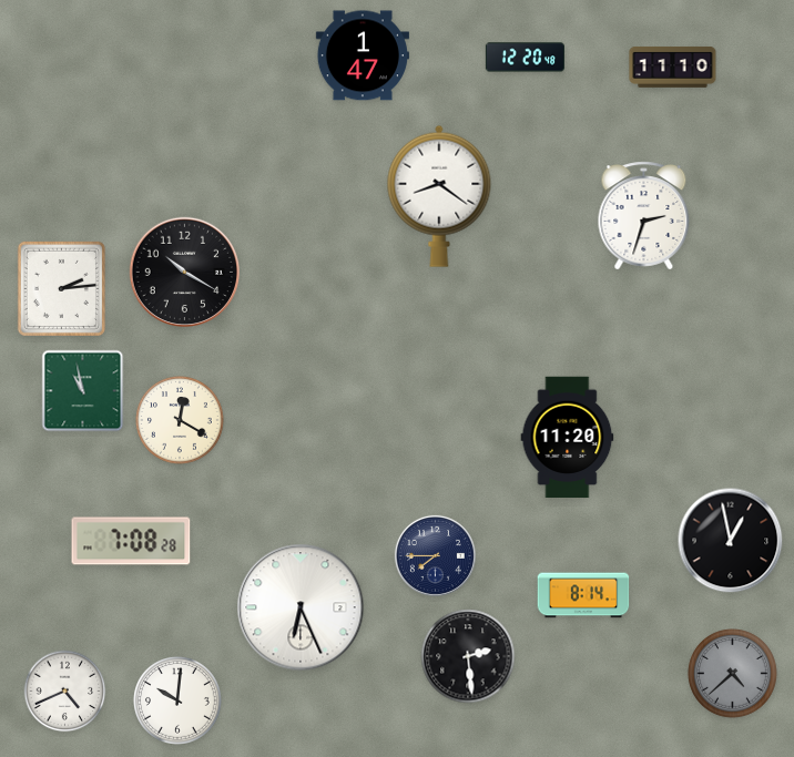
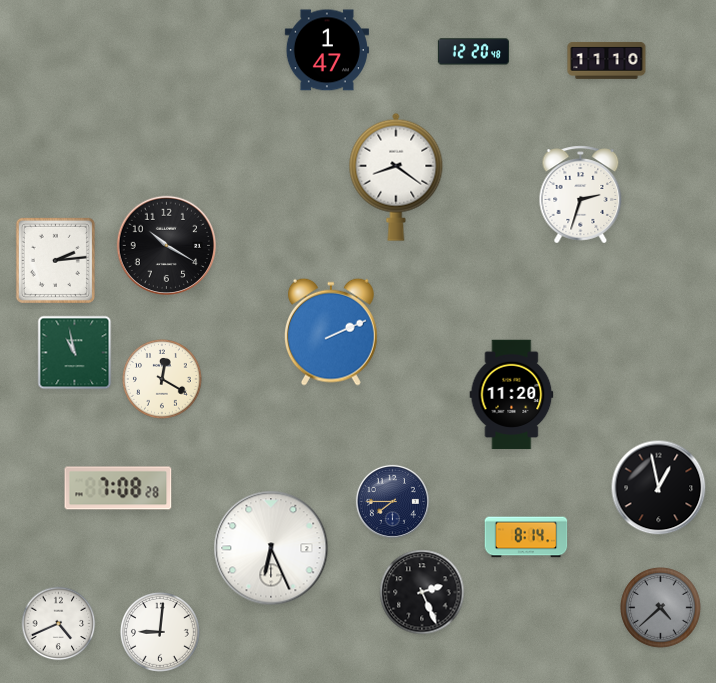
clock at (331, 332): none -> 2:11
clock at (468, 656): 2:29 -> 2:26
clock at (179, 702): 10:01 -> 9:01
